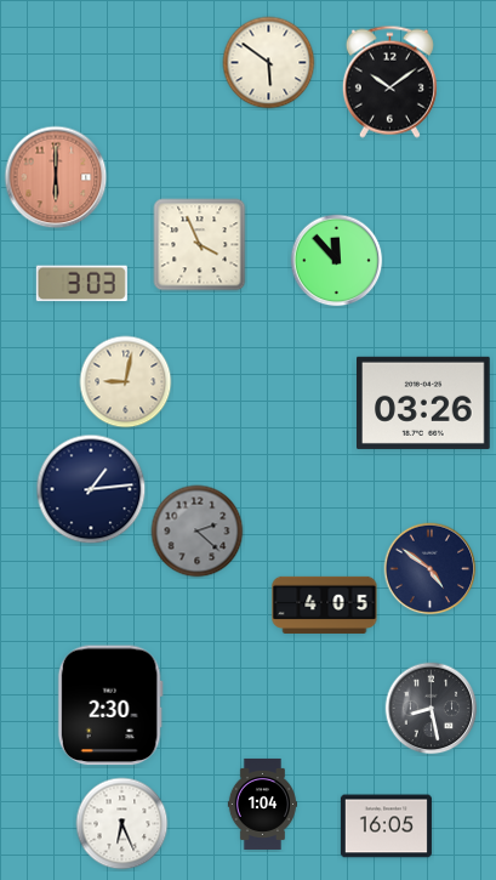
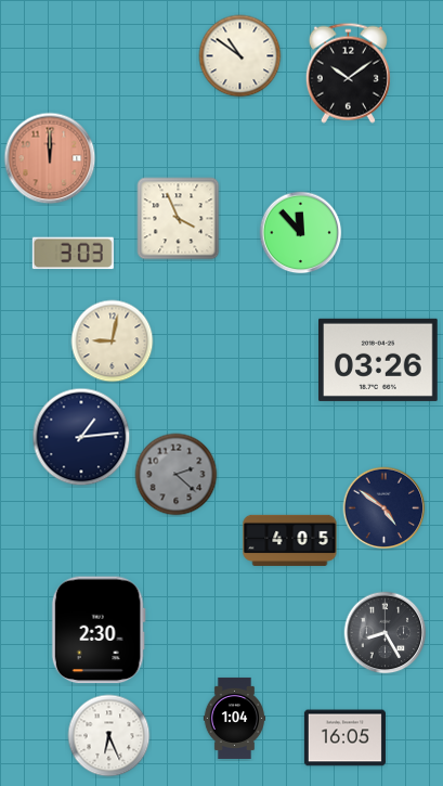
clock at (269, 63): 5:51 -> 10:51
clock at (56, 177): 6:00 -> 12:00
clock at (432, 709): 8:28 -> 8:25
